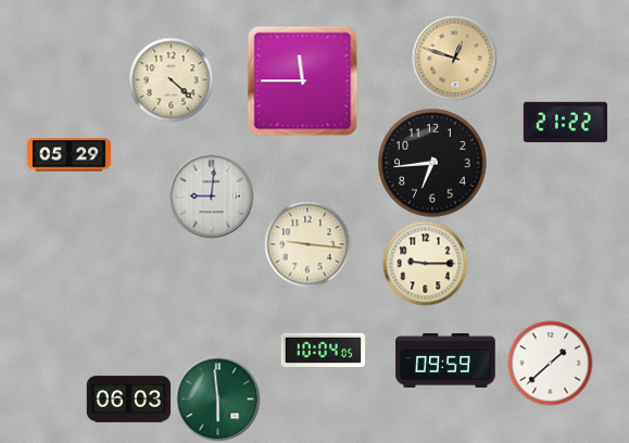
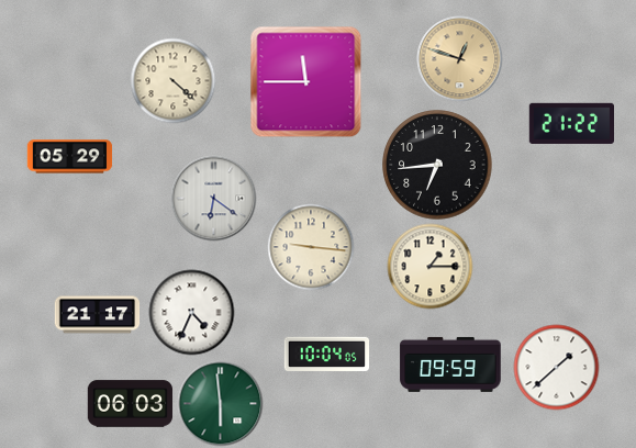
clock at (211, 195): 9:01 -> 6:21
clock at (425, 263): 9:15 -> 1:15
clock at (191, 312): none -> 4:34
clock at (97, 315): none -> 21:17
